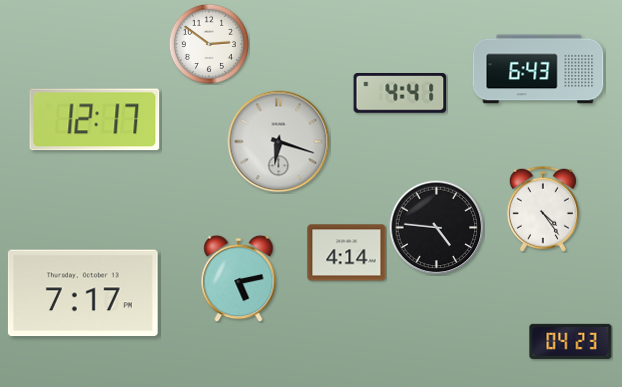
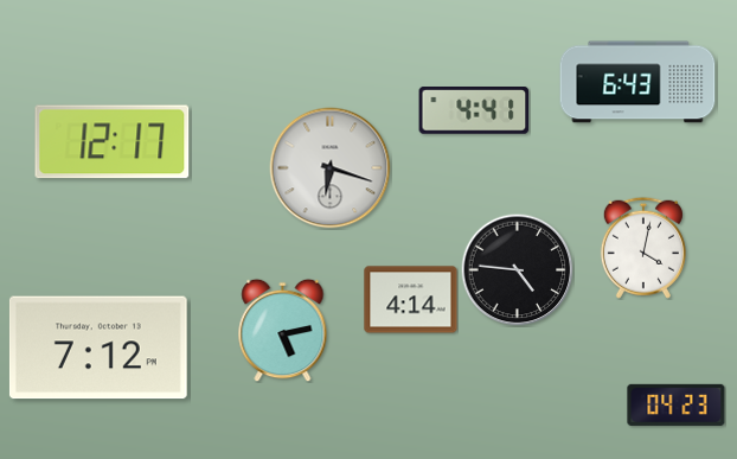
clock at (209, 44): 2:51 -> none
clock at (543, 209): 4:24 -> 4:02
clock at (83, 293): 7:17 -> 7:12
